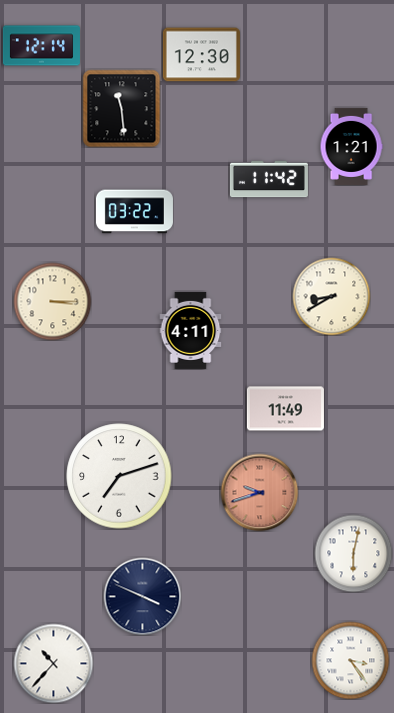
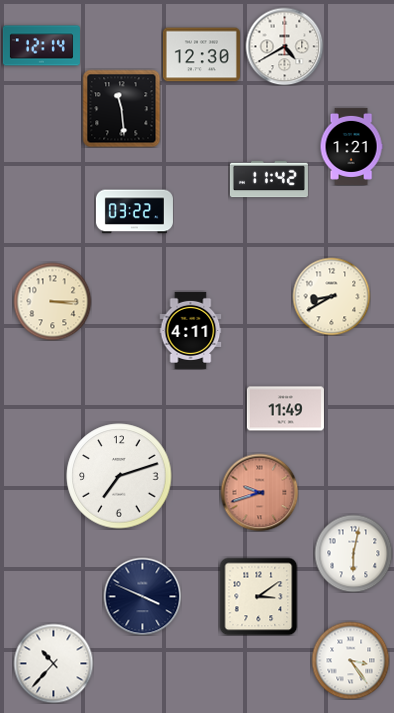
clock at (284, 46): none -> 4:40
clock at (258, 596): none -> 3:09
